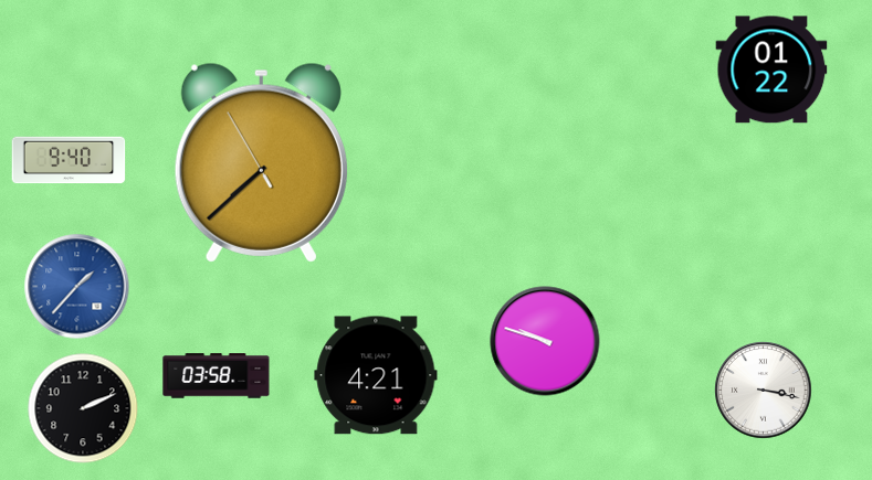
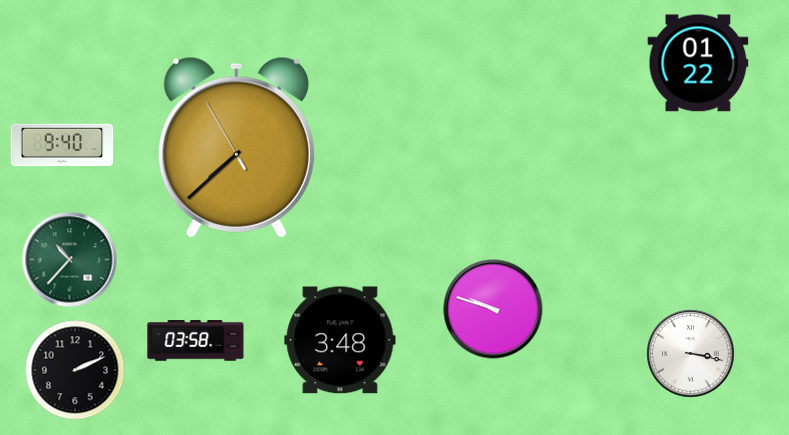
clock at (77, 287): 1:37 -> 10:37
clock at (77, 287) dial: blue -> green
clock at (376, 375): 4:21 -> 3:48
